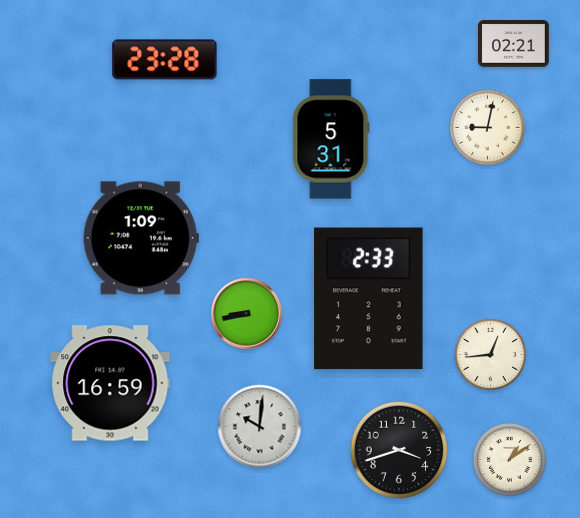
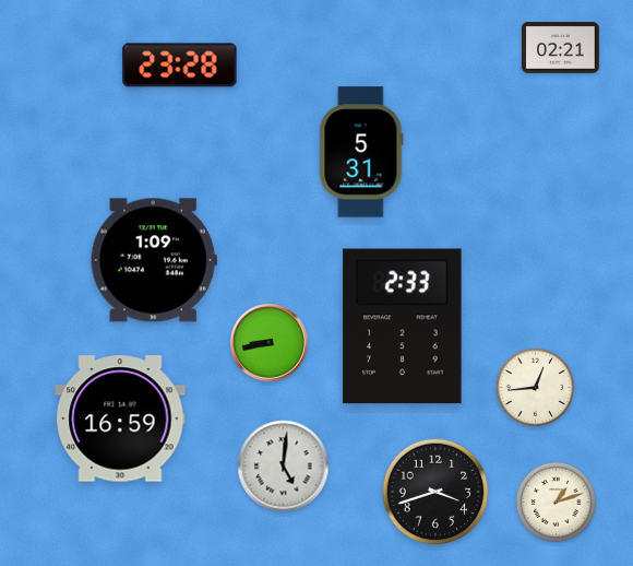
clock at (487, 127): 9:02 -> none
clock at (260, 427): 10:01 -> 5:01
clock at (509, 459): 1:09 -> 1:12
